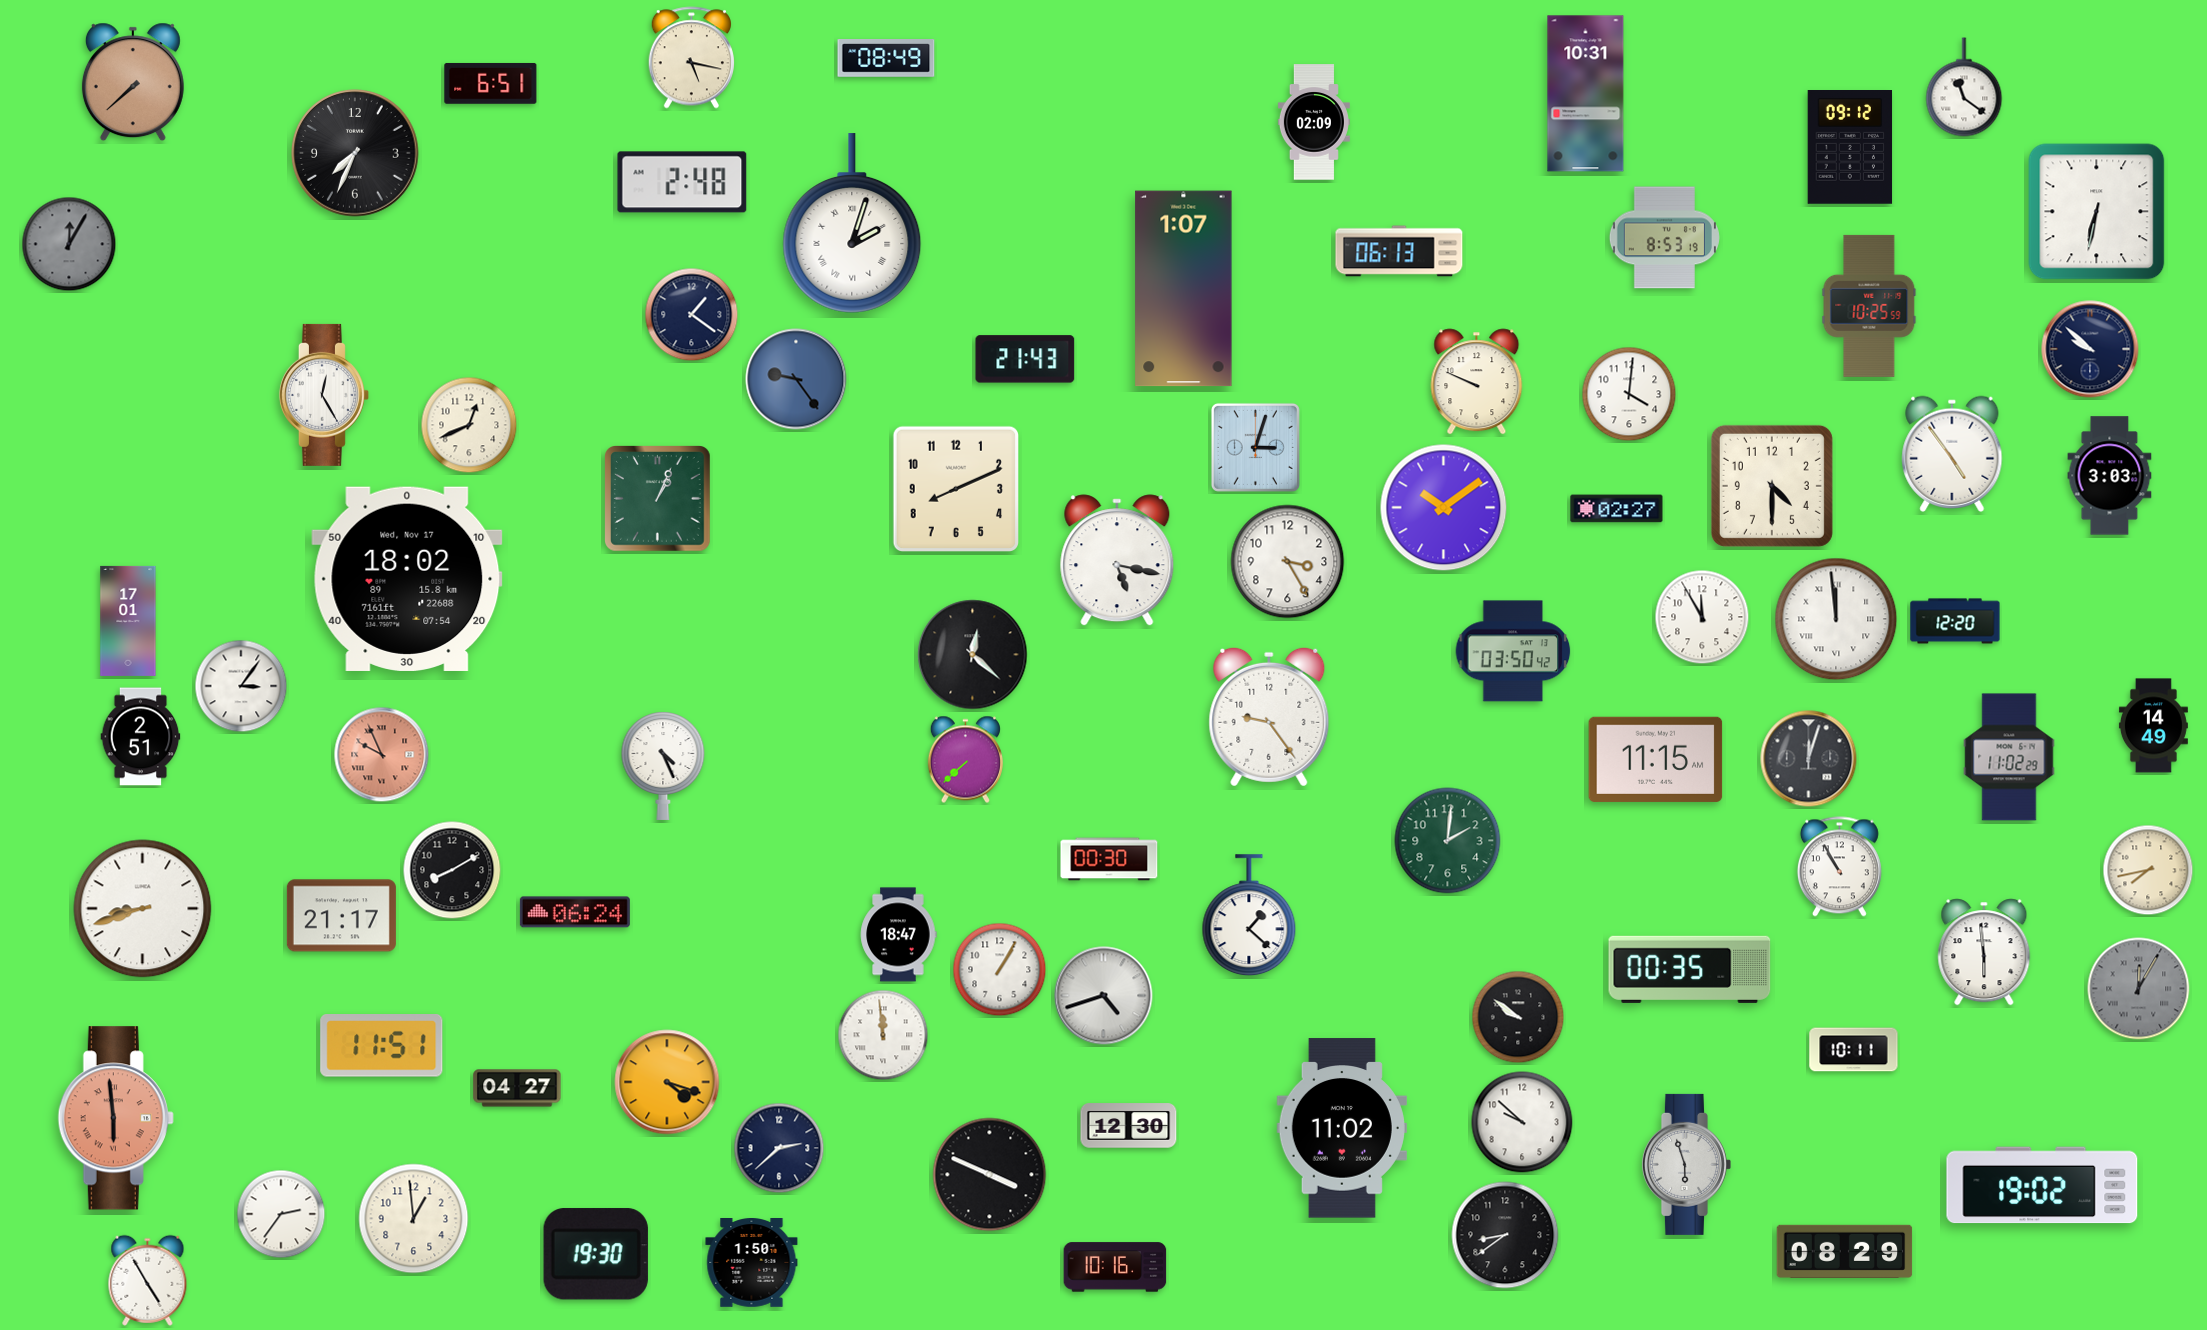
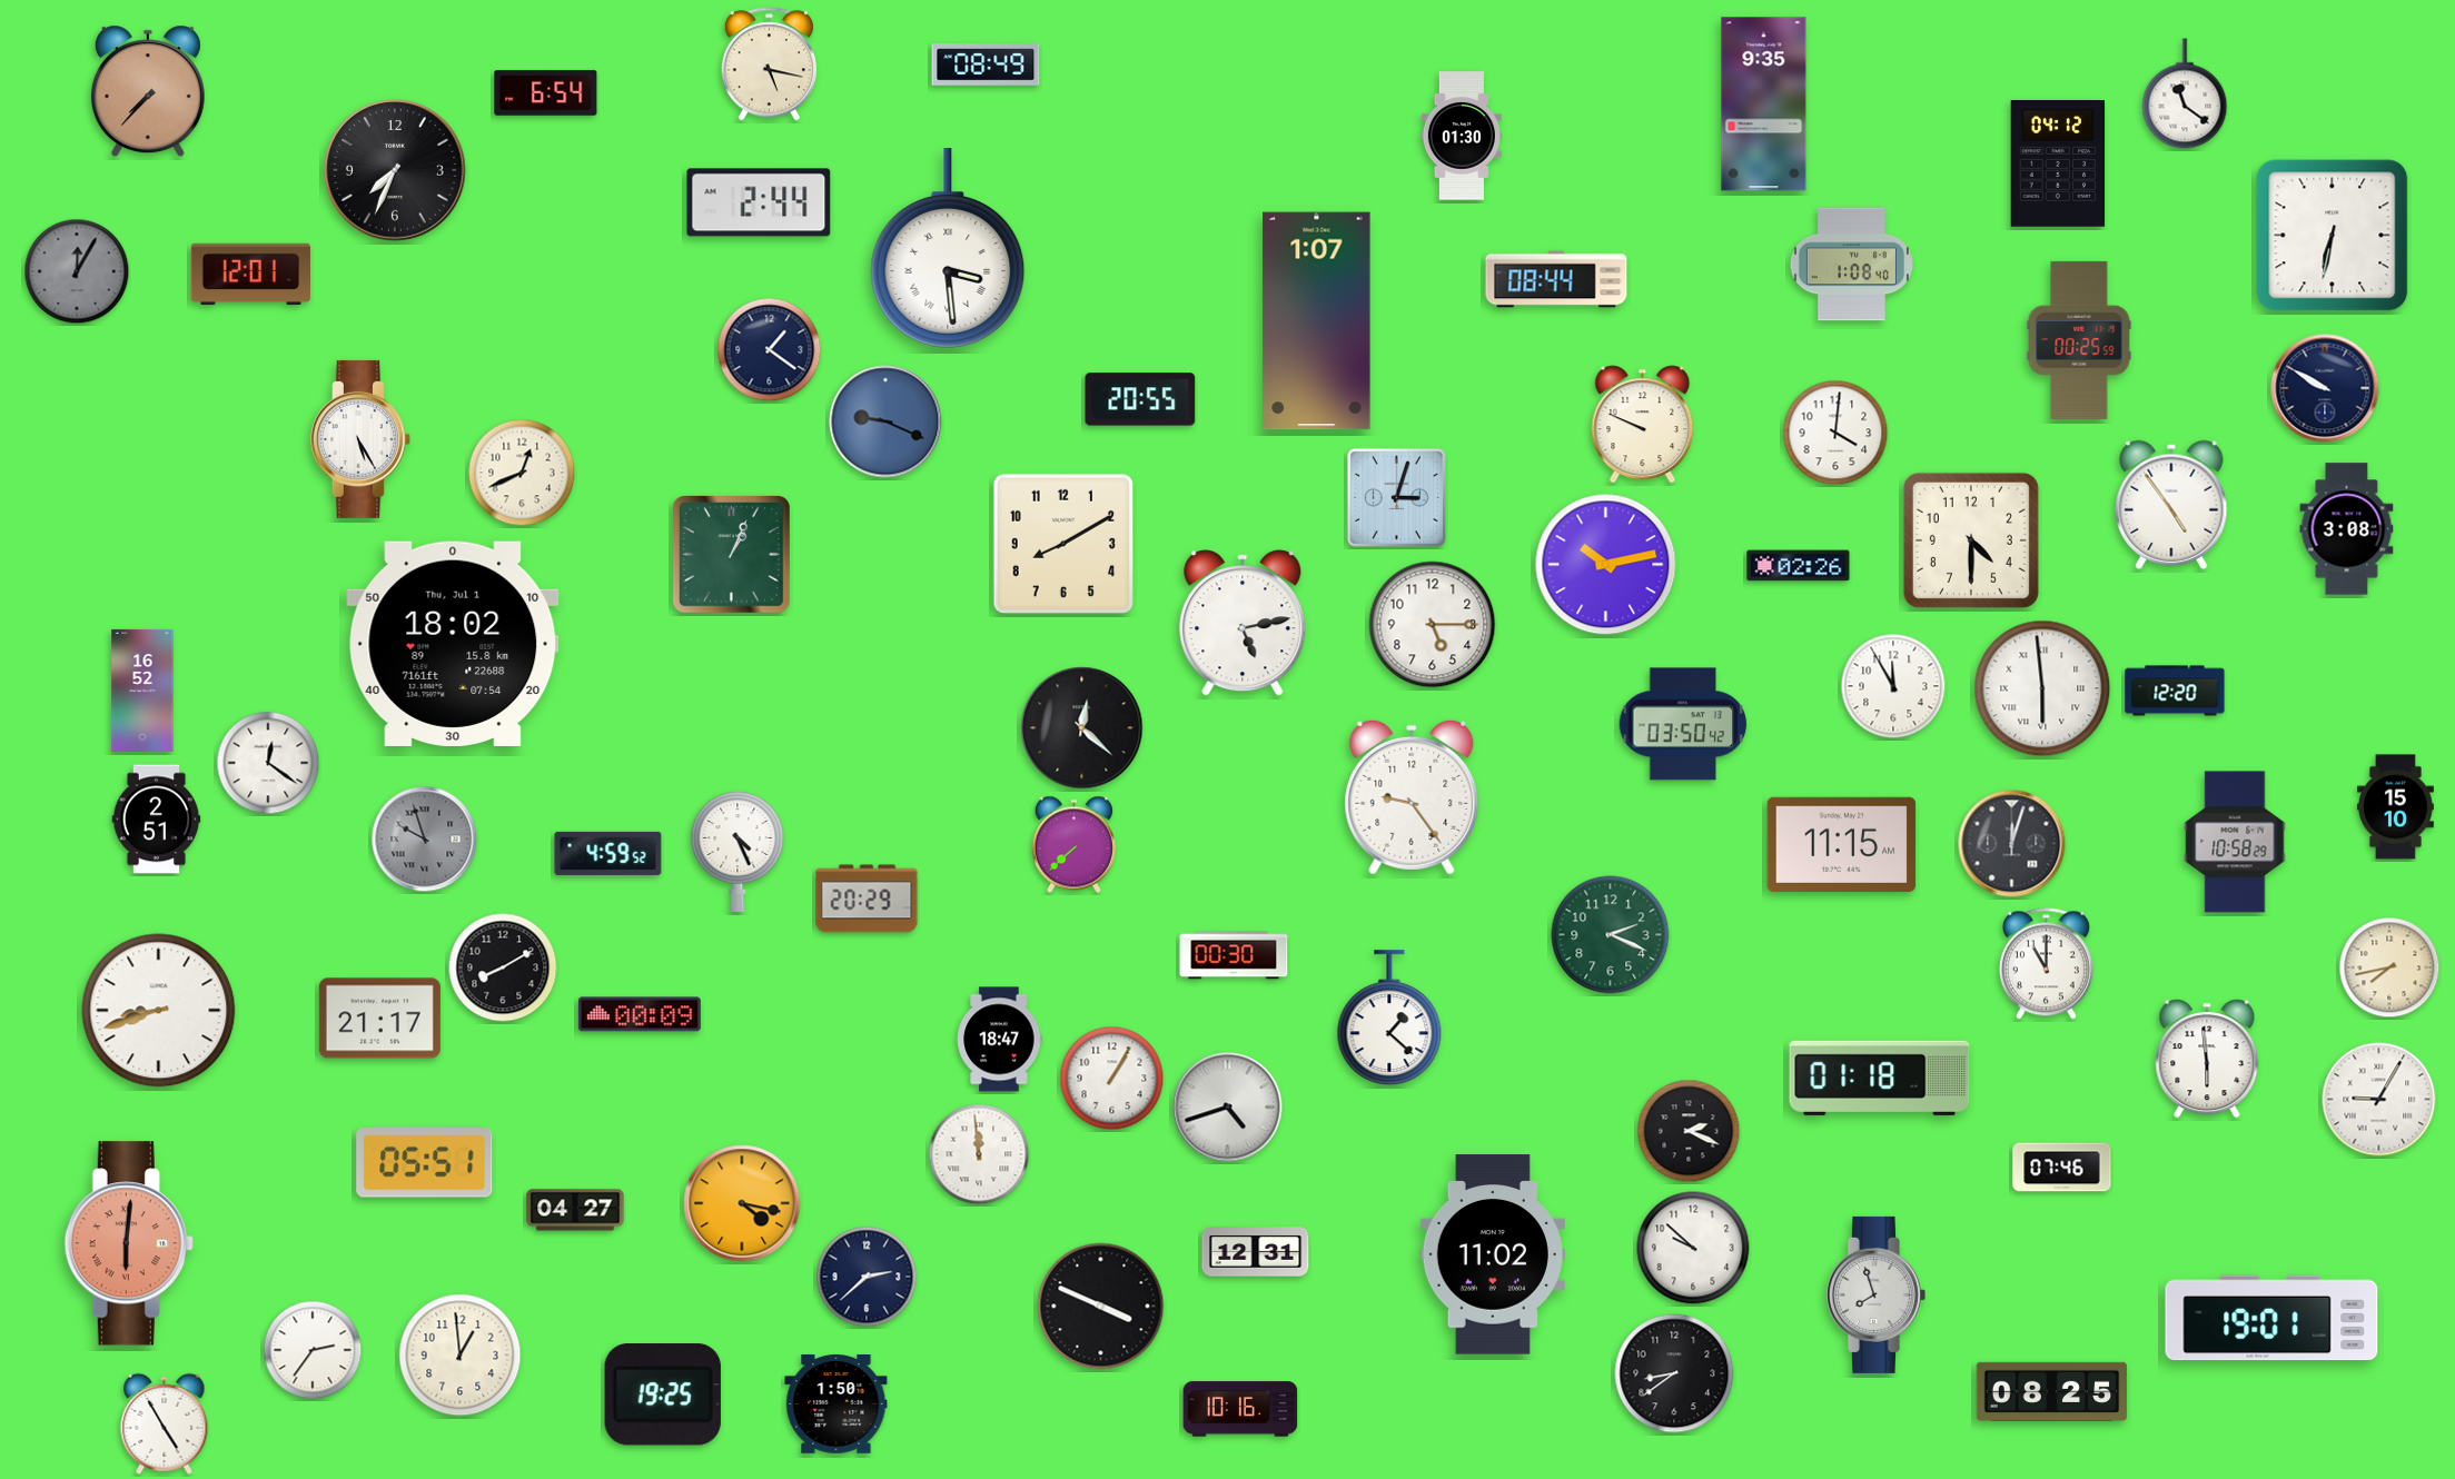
clock at (133, 82): 7:38 -> 7:37
clock at (491, 83): 6:51 -> 6:54
clock at (1964, 87) position: (1964, 87) -> (2185, 93)
clock at (1586, 94): 10:31 -> 9:35
clock at (1314, 122): 02:09 -> 01:30
clock at (1850, 148): 09:12 -> 04:12
clock at (682, 182): 2:48 -> 2:44
clock at (852, 223): 2:03 -> 3:29
clock at (1664, 238): 8:53 -> 1:08
clock at (250, 275): none -> 12:01
clock at (1399, 251): 06:13 -> 08:44
clock at (1869, 306): 10:25 -> 00:25
clock at (2090, 349): 9:52 -> 9:50
clock at (1025, 359): 21:43 -> 20:55
clock at (796, 379): 9:24 -> 9:19
clock at (1629, 394) position: (1629, 394) -> (1835, 433)
clock at (324, 395): 12:25 -> 5:25
clock at (2110, 476): 3:03 -> 3:08
clock at (955, 488): 8:11 -> 8:10
clock at (1444, 508): 10:09 -> 10:13
clock at (1617, 509): 02:27 -> 02:26
clock at (1117, 560): 5:17 -> 5:13
clock at (1288, 562): 3:25 -> 5:15
clock at (407, 579) date: Wed, Nov 17 -> Thu, Jul 1
clock at (1836, 619): 11:59 -> 5:59
clock at (128, 621): 17:01 -> 16:52
clock at (241, 686): 3:06 -> 12:21
clock at (2153, 726): 14:49 -> 15:10
clock at (382, 755): 9:56 -> 9:57
clock at (382, 755) dial: salmon -> grey
clock at (2009, 757): 11:02 -> 10:58
clock at (608, 853): none -> 4:59
clock at (867, 899): none -> 20:29
clock at (1448, 841): 2:01 -> 2:19
clock at (1839, 867): 10:55 -> 11:00
clock at (575, 912): 06:24 -> 00:09
clock at (1690, 969): 00:35 -> 01:18
clock at (2139, 989): 12:05 -> 9:05
clock at (2139, 989) dial: grey -> white
clock at (1518, 1017): 9:51 -> 2:19
clock at (883, 1035) position: (883, 1035) -> (979, 1154)
clock at (382, 1046): 11:51 -> 05:51
clock at (1854, 1050): 10:11 -> 07:46
clock at (667, 1082): 4:18 -> 4:17
clock at (116, 1118): 5:59 -> 6:01
clock at (1129, 1126): 12:30 -> 12:31
clock at (1686, 1164): 5:57 -> 7:57
clock at (2042, 1185): 19:02 -> 19:01
clock at (1845, 1251): 08:29 -> 08:25
clock at (596, 1254): 19:30 -> 19:25
